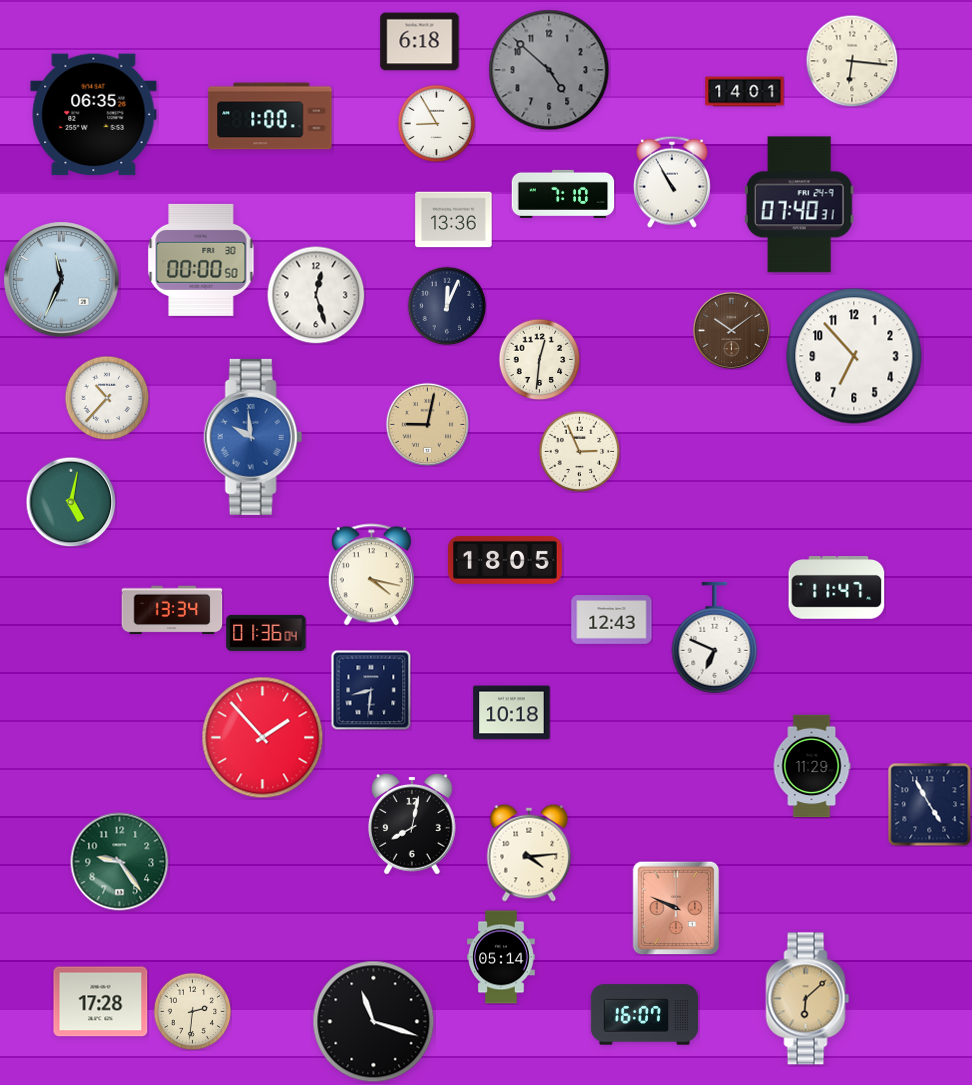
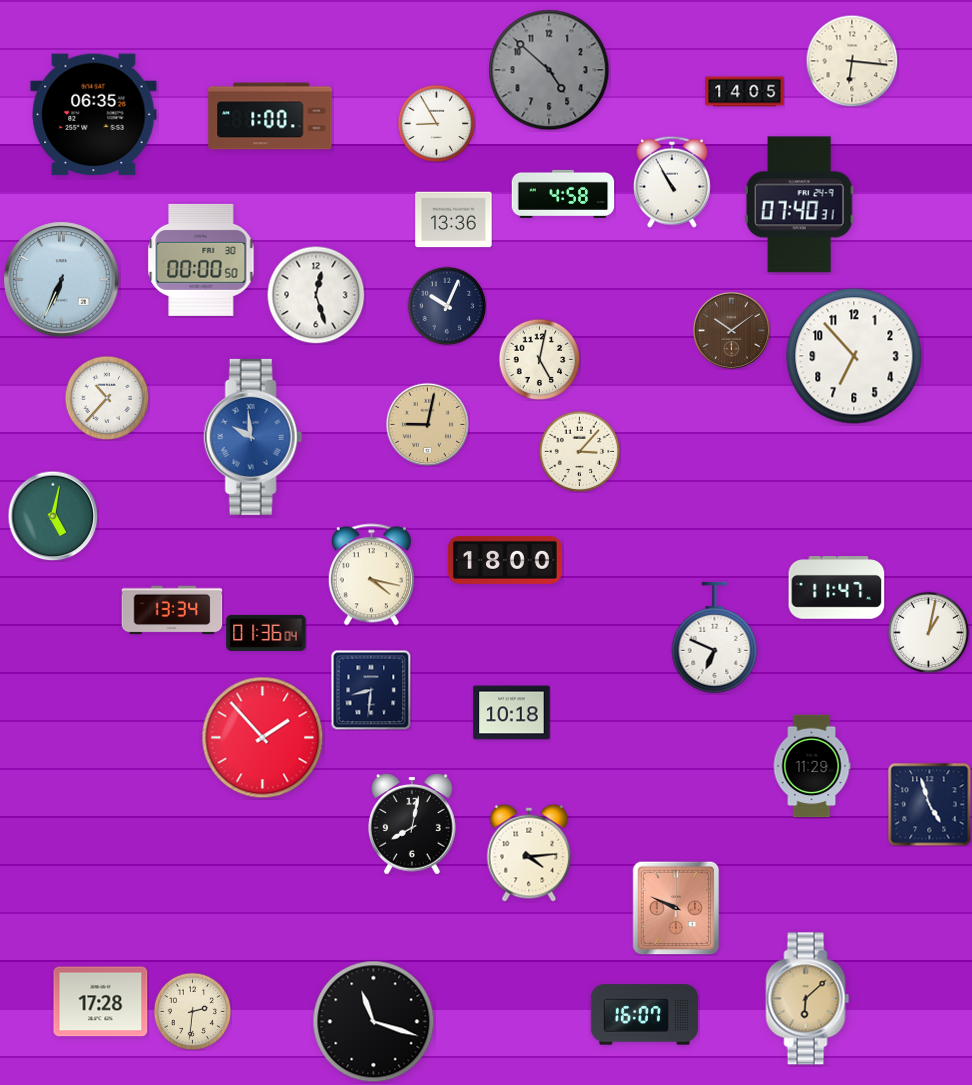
clock at (420, 42): 6:18 -> none
clock at (745, 92): 14:01 -> 14:05
clock at (563, 194): 7:10 -> 4:58
clock at (62, 280): 11:34 -> 6:34
clock at (447, 306): 12:04 -> 10:04
clock at (539, 359): 12:31 -> 5:02
clock at (579, 451): 2:56 -> 3:07
clock at (71, 502) position: (71, 502) -> (53, 516)
clock at (505, 560): 18:05 -> 18:00
clock at (612, 620): 12:43 -> none
clock at (928, 632): none -> 1:02
clock at (929, 804): 4:55 -> 4:57
clock at (120, 862): 9:24 -> none
clock at (502, 957): 05:14 -> none
